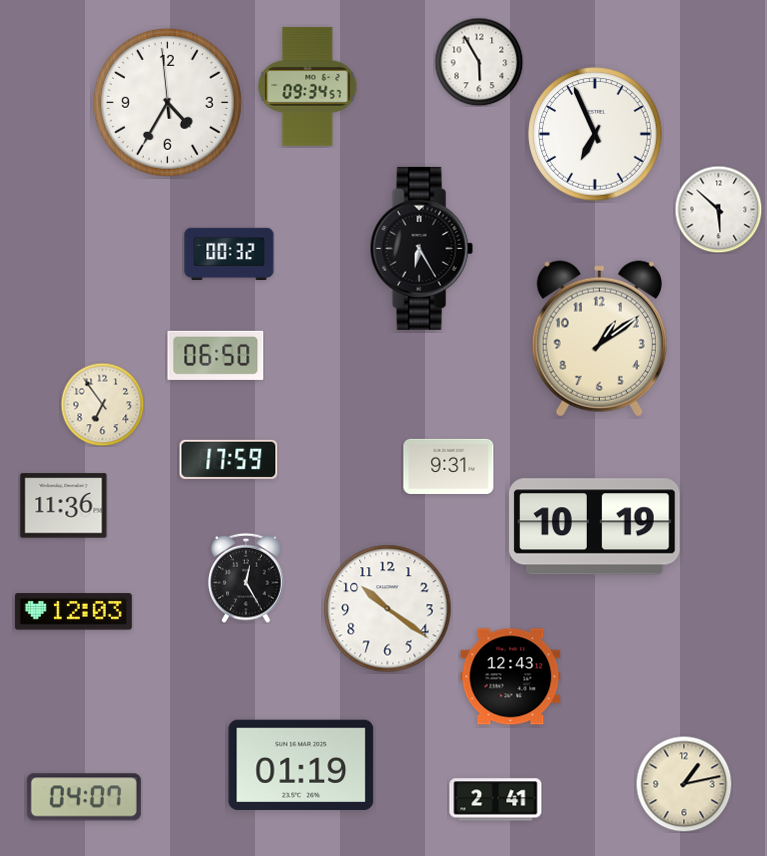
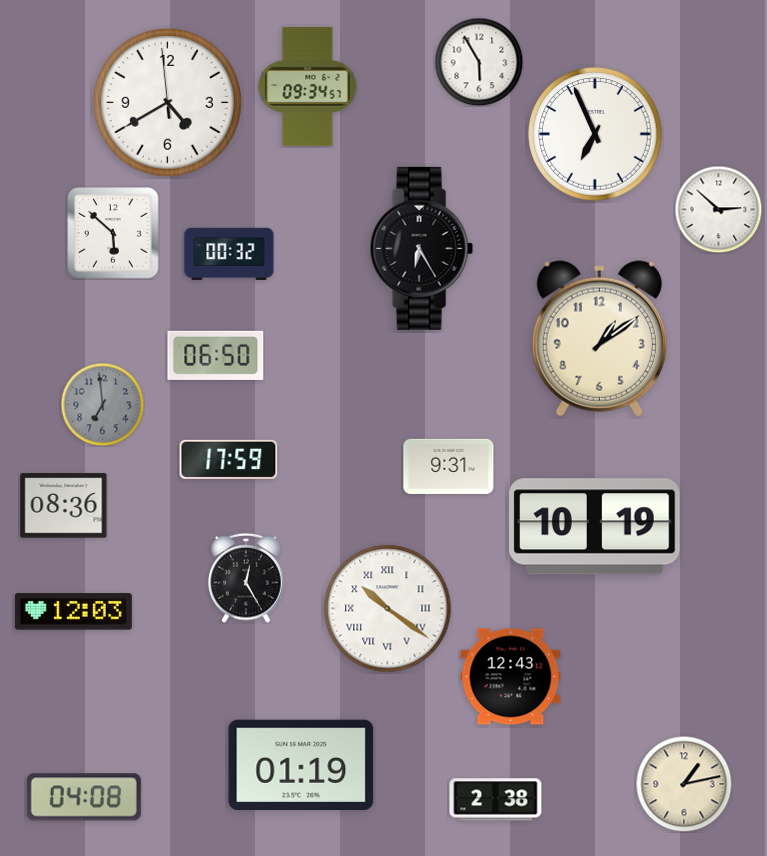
clock at (167, 102): 4:34 -> 4:39
clock at (718, 209): 5:52 -> 2:52
clock at (113, 233): none -> 5:52
clock at (102, 404): 6:54 -> 6:59
clock at (102, 404) dial: cream -> grey
clock at (64, 506): 11:36 -> 08:36
clock at (388, 609) numerals: Arabic -> Roman
clock at (84, 797): 04:07 -> 04:08
clock at (496, 800): 2:41 -> 2:38
